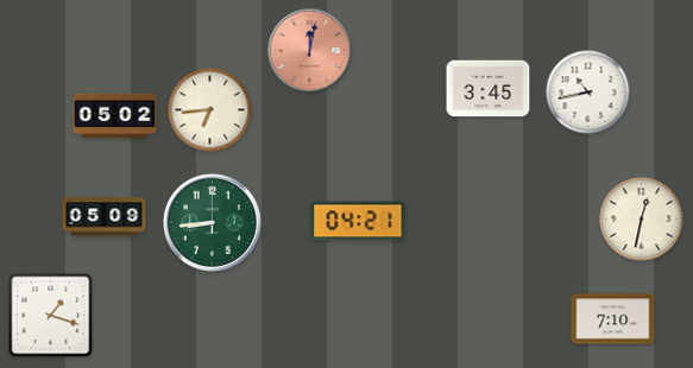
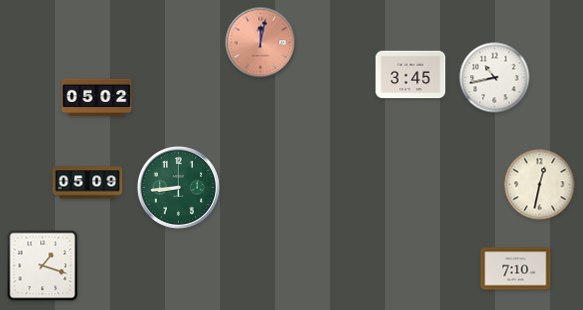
clock at (210, 110): 6:44 -> none
clock at (358, 221): 04:21 -> none
